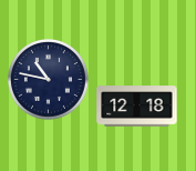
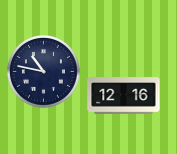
clock at (137, 107): 12:18 -> 12:16
